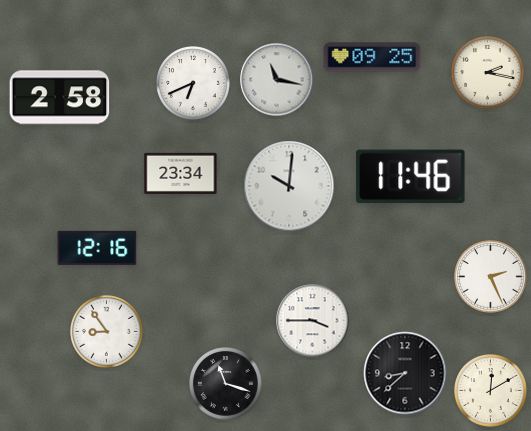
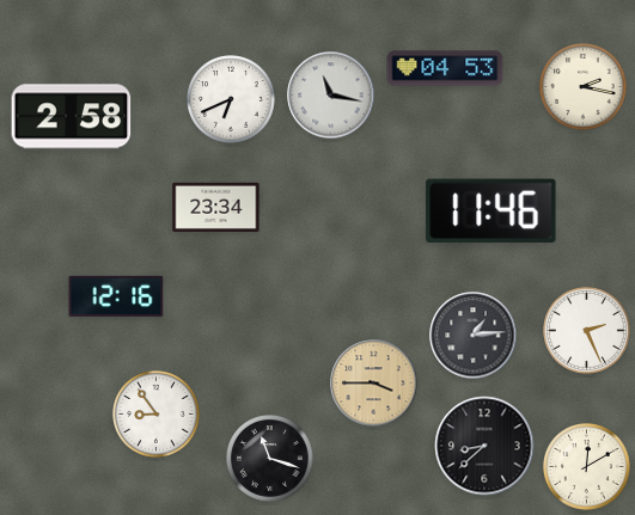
clock at (372, 57): 09:25 -> 04:53
clock at (289, 186): 10:01 -> none
clock at (474, 336): none -> 1:14
clock at (313, 321) dial: white -> champagne
clock at (107, 332) position: (107, 332) -> (157, 415)
